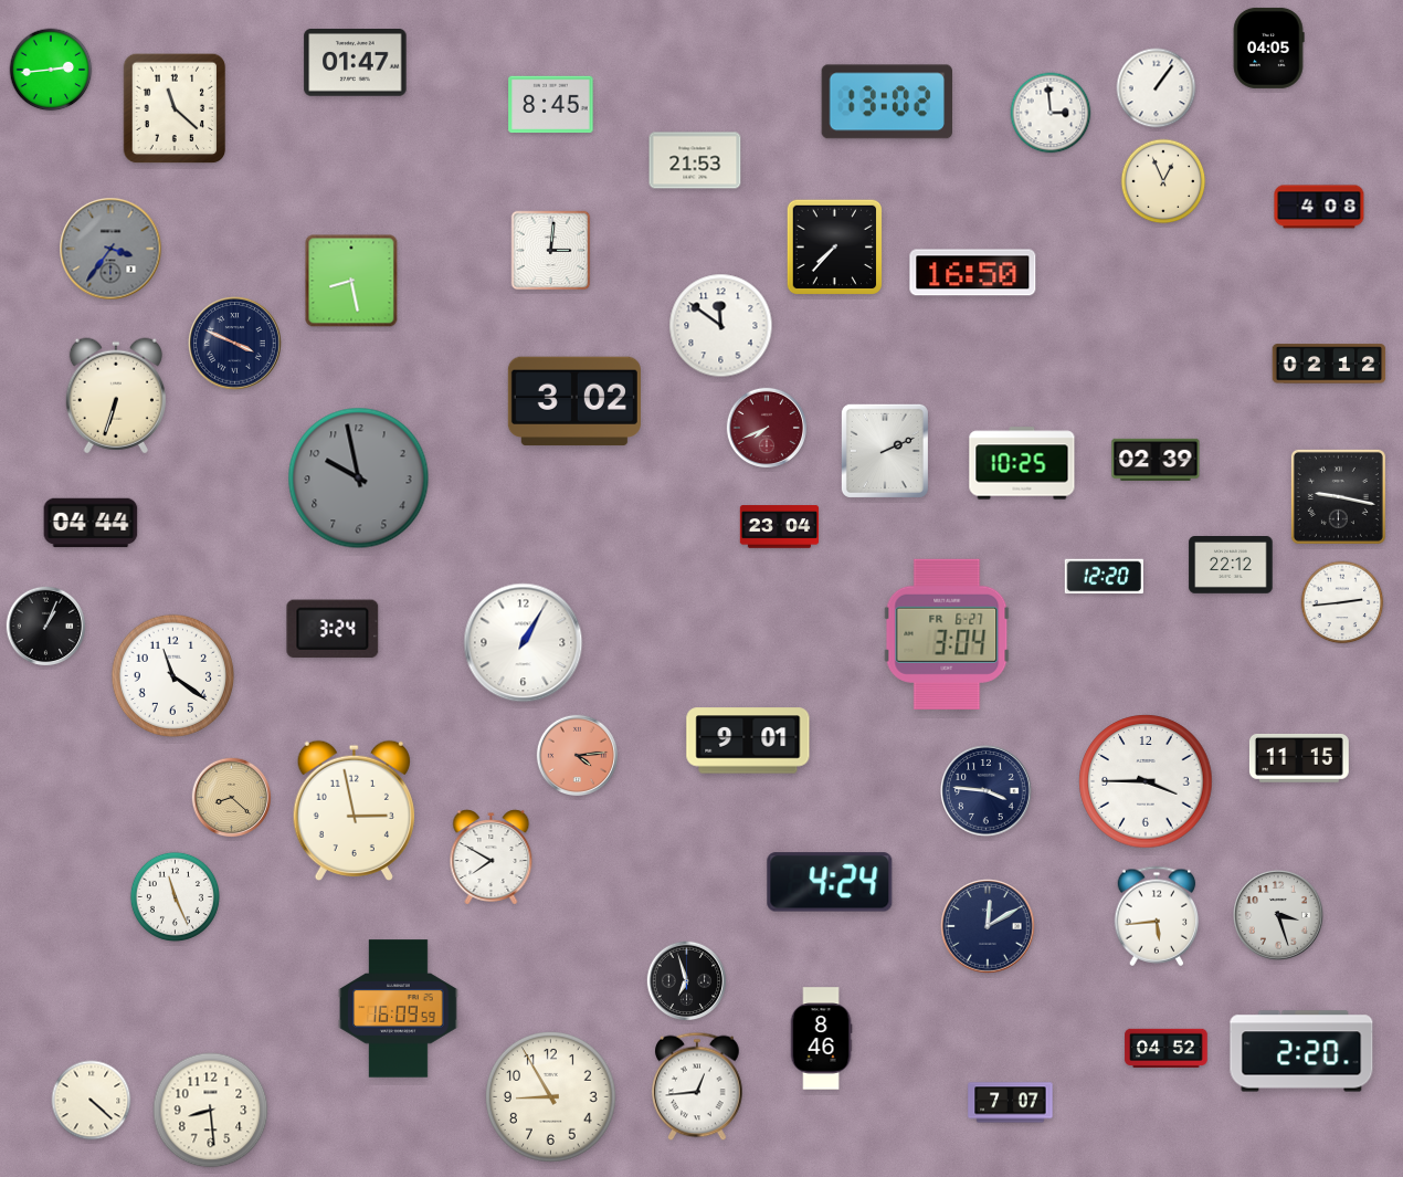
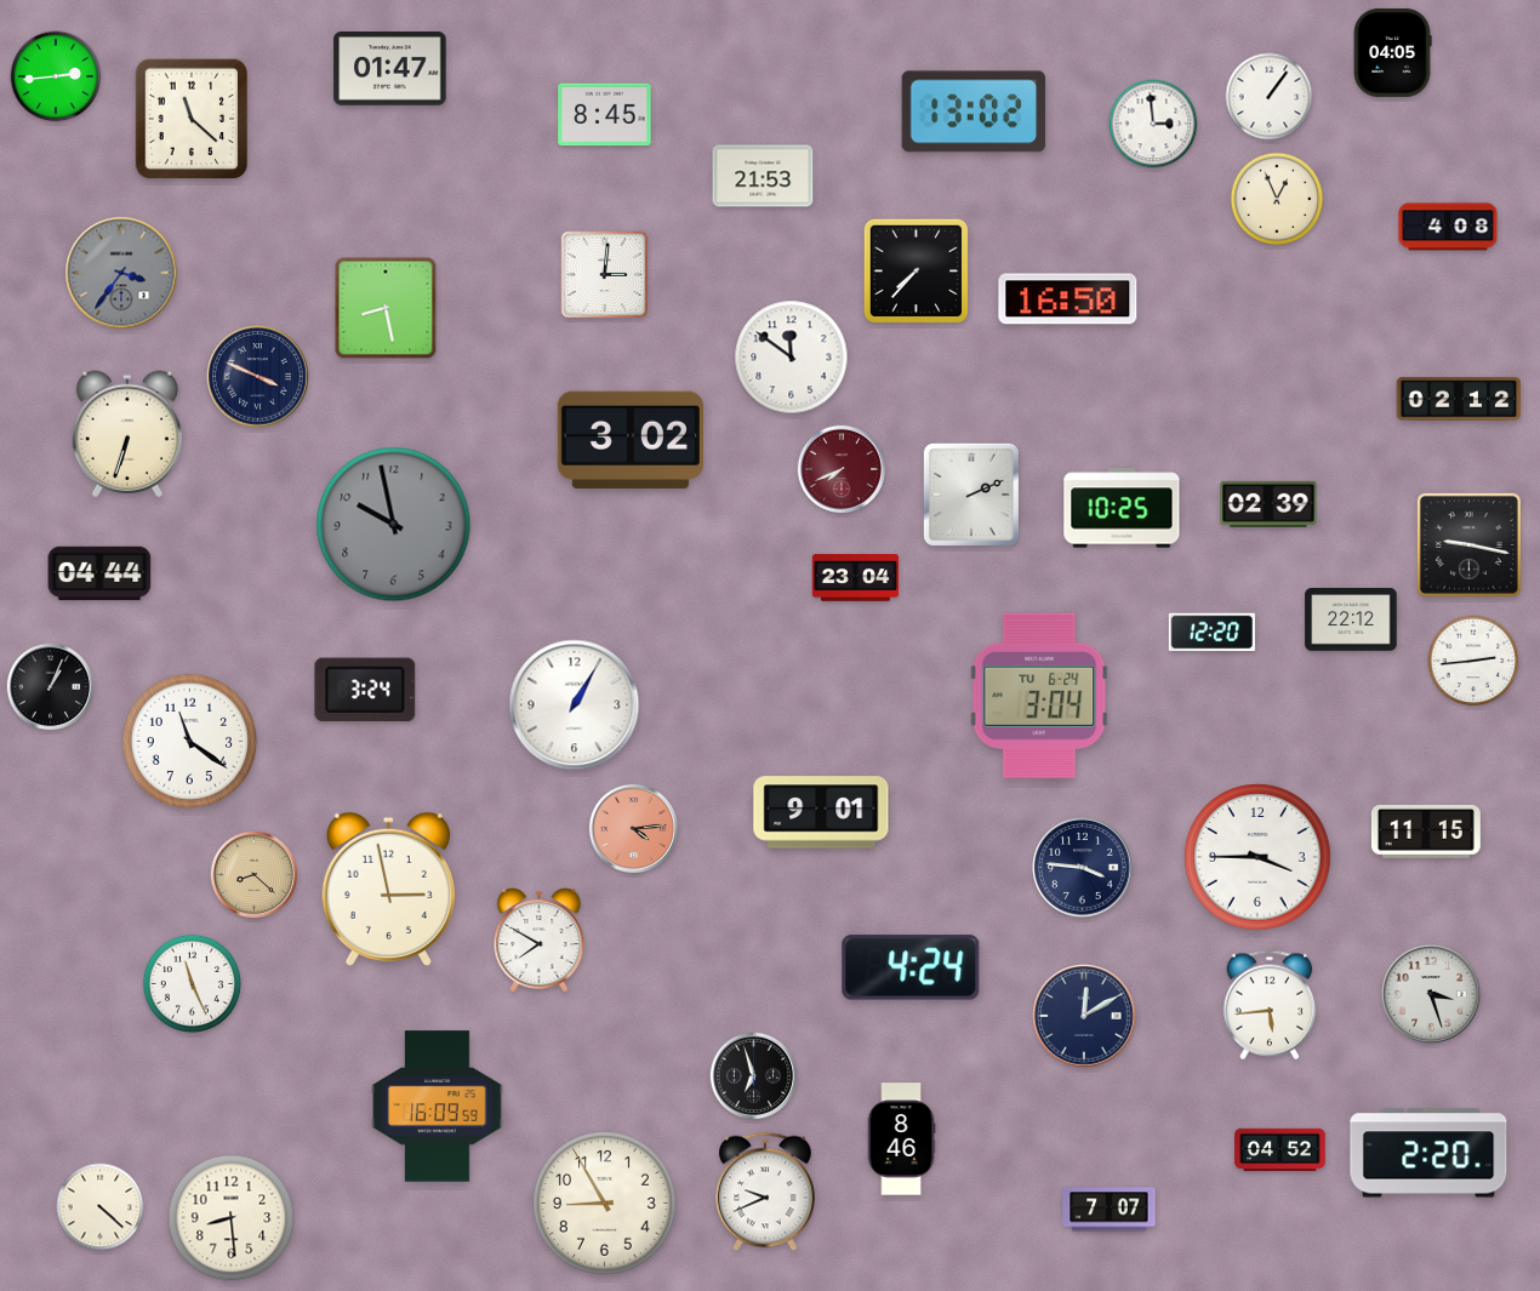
clock at (947, 634) date: FR 6-27 -> TU 6-24
clock at (1279, 916) position: (1279, 916) -> (1432, 995)
clock at (697, 1086): 12:44 -> 9:41
